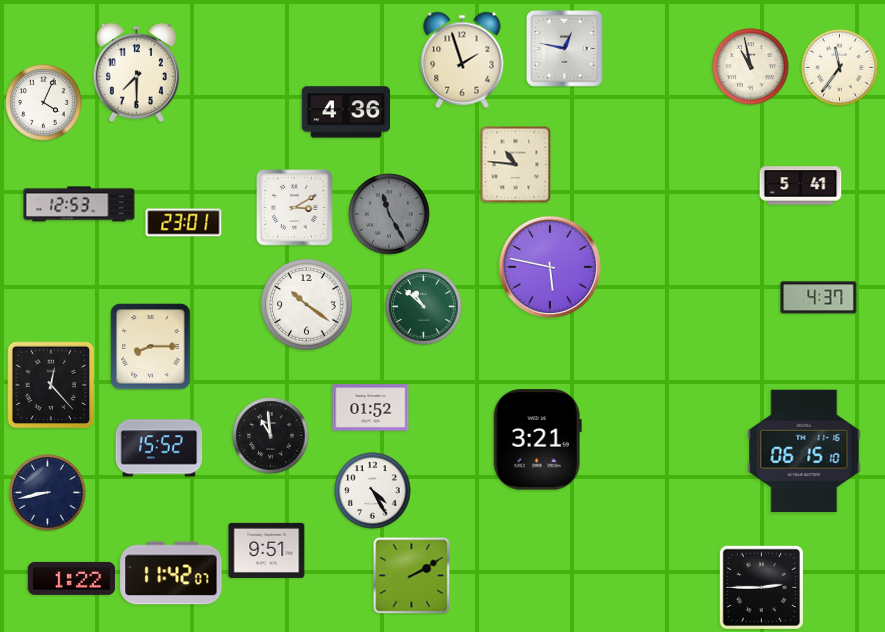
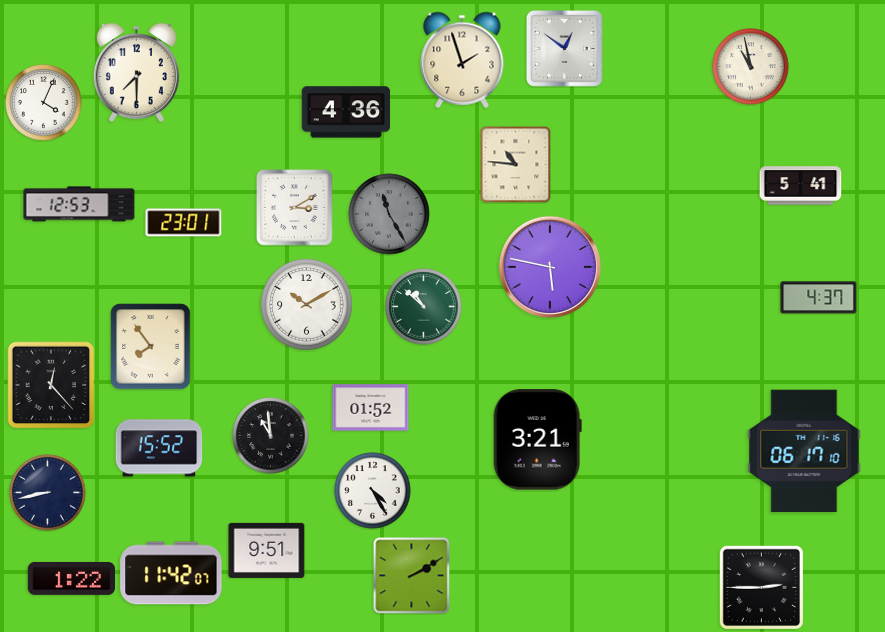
clock at (564, 48): 12:47 -> 12:51
clock at (840, 68): 11:36 -> none
clock at (307, 305): 10:21 -> 10:10
clock at (151, 347): 8:15 -> 7:54
clock at (804, 451): 06:15 -> 06:17
